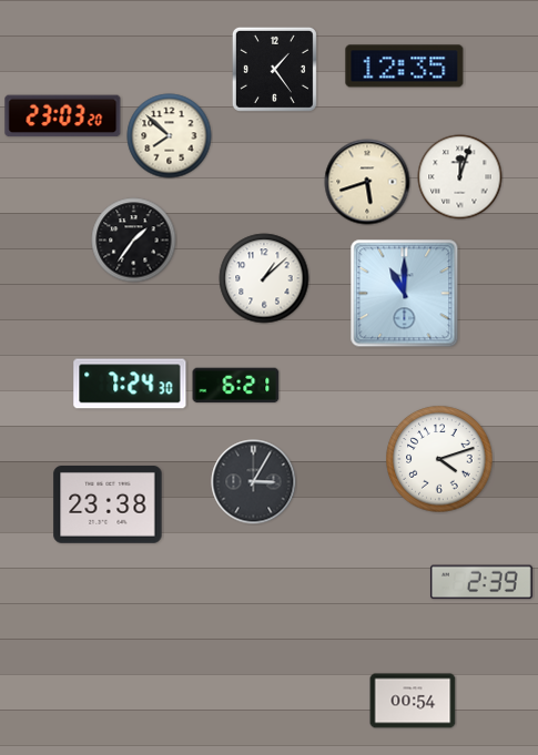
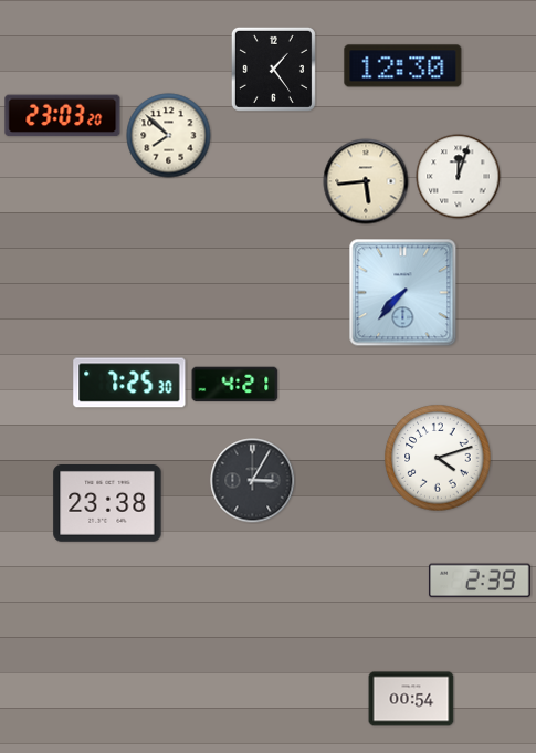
clock at (405, 67): 12:35 -> 12:30
clock at (367, 182): 5:42 -> 5:44
clock at (134, 241): 1:36 -> none
clock at (264, 278): 1:08 -> none
clock at (405, 294): 11:00 -> 7:37
clock at (130, 384): 7:24 -> 7:25
clock at (236, 386): 6:21 -> 4:21
